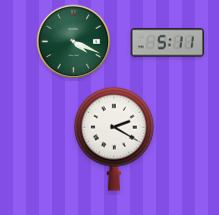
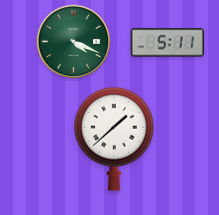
clock at (115, 139): 2:20 -> 1:38
